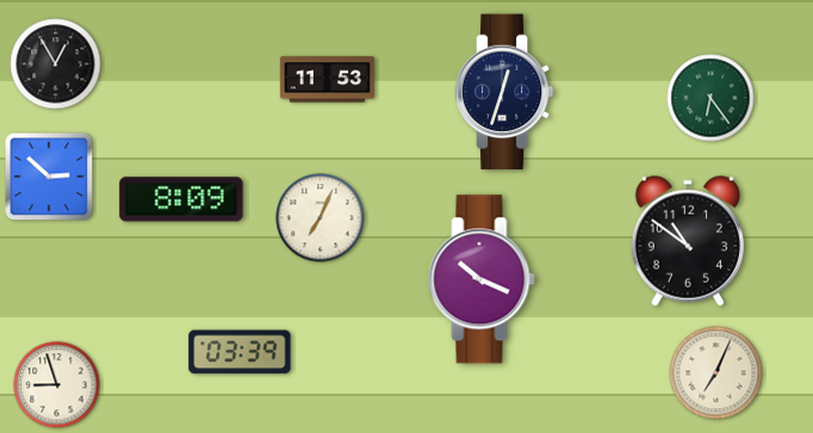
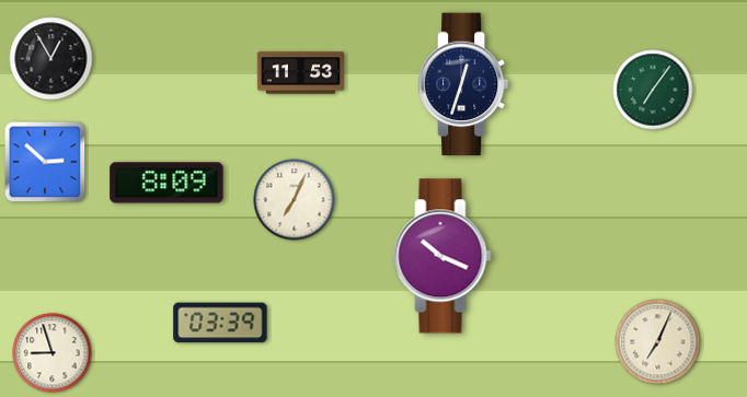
clock at (710, 98): 6:24 -> 7:06
clock at (688, 241): 10:51 -> none
